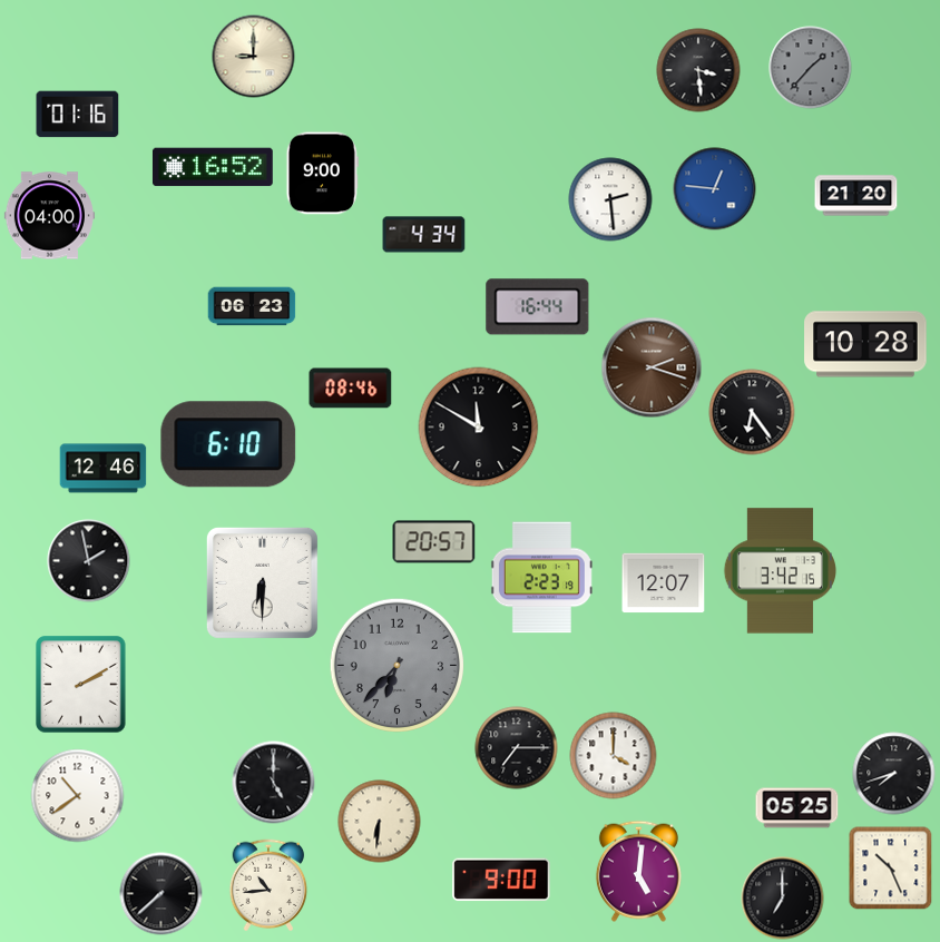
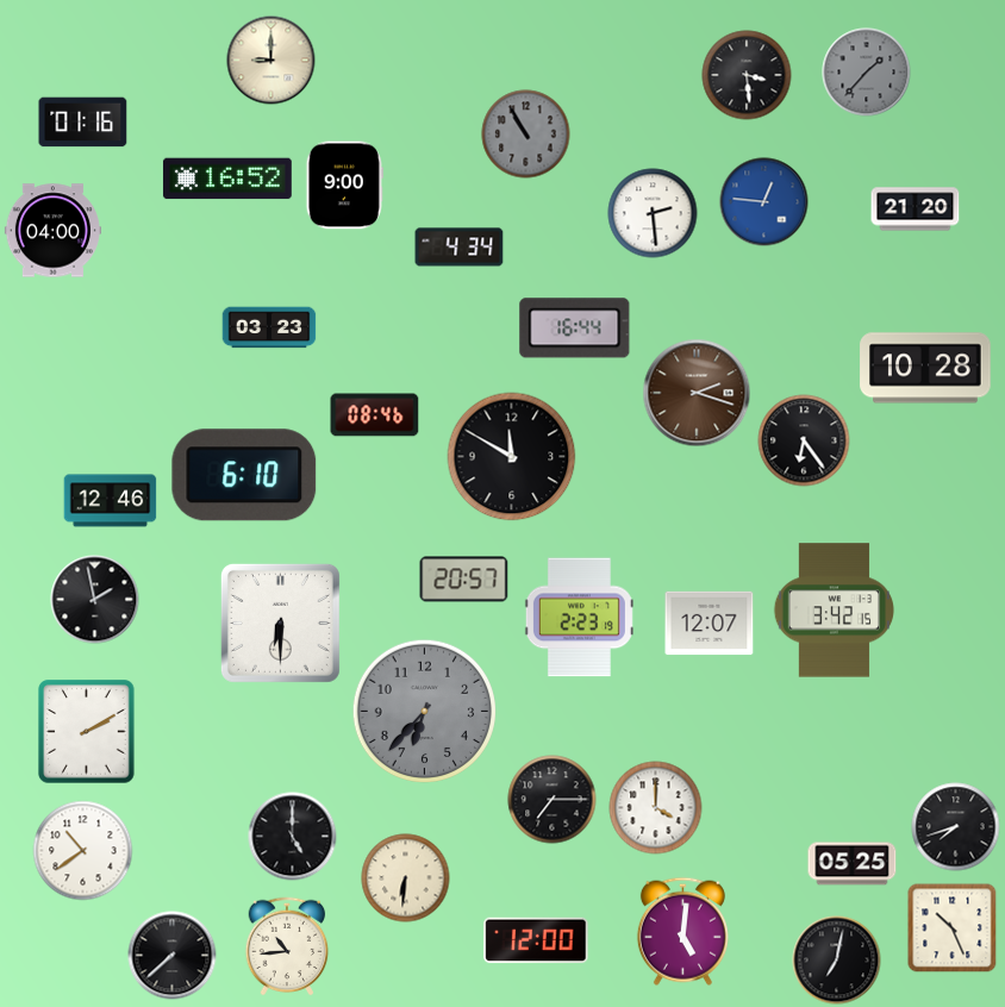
clock at (526, 135): none -> 10:55
clock at (424, 235) position: (424, 235) -> (460, 248)
clock at (252, 306): 06:23 -> 03:23
clock at (501, 880): 9:00 -> 12:00
clock at (783, 899): 7:00 -> 7:02
